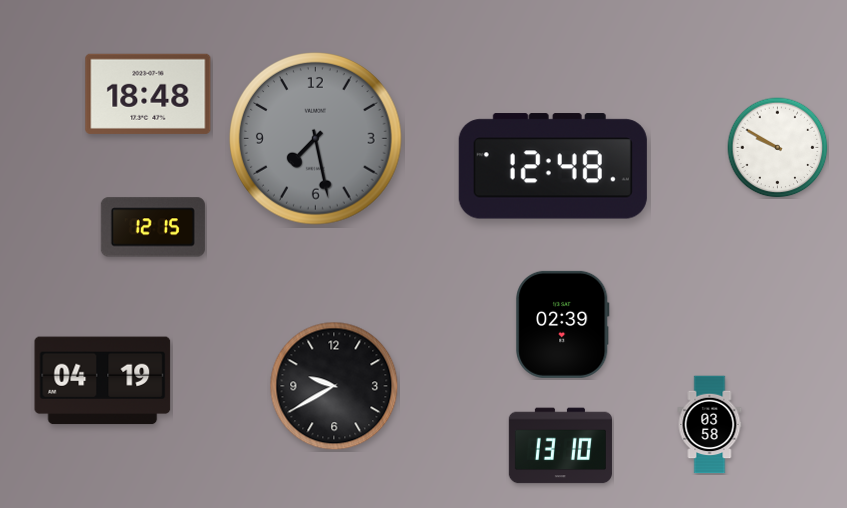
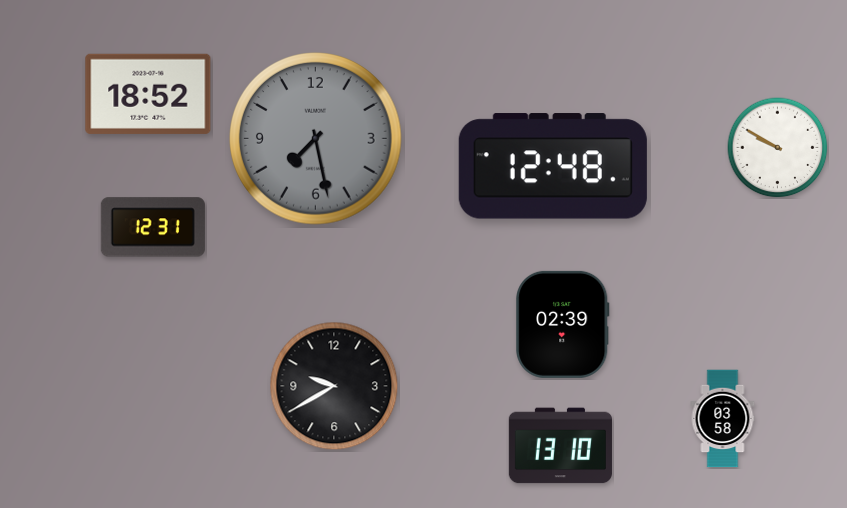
clock at (148, 94): 18:48 -> 18:52
clock at (153, 227): 12:15 -> 12:31
clock at (103, 381): 04:19 -> none
clock at (710, 425) position: (710, 425) -> (723, 419)
